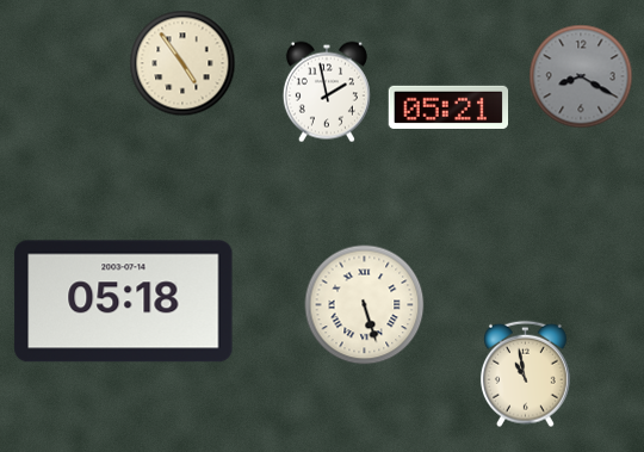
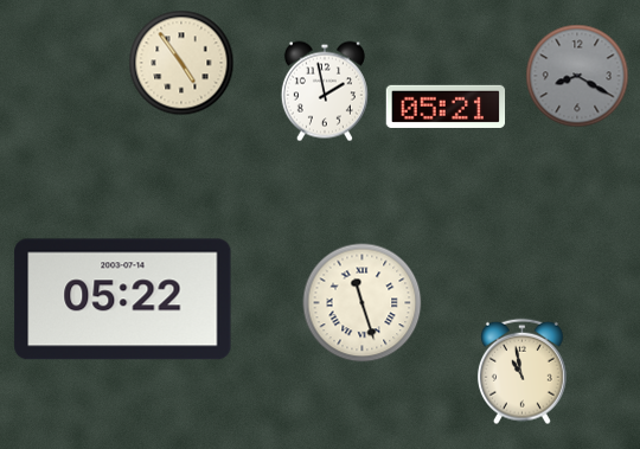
clock at (124, 302): 05:18 -> 05:22
clock at (365, 305): 5:27 -> 11:27
